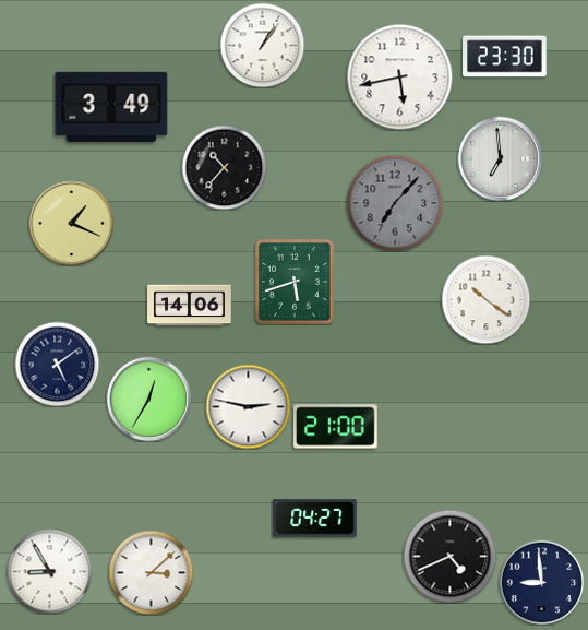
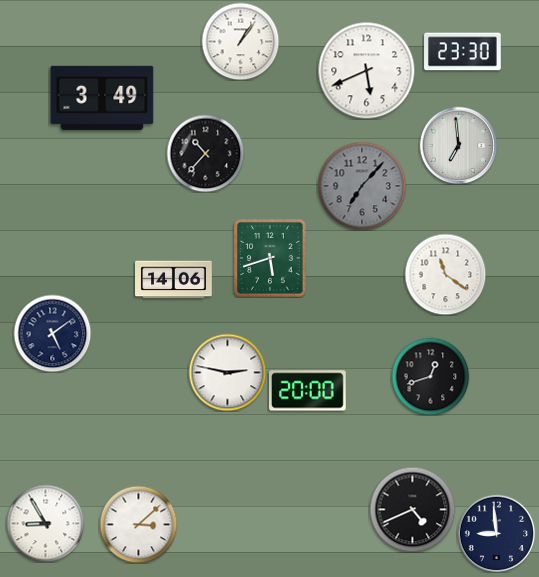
clock at (399, 76): 5:43 -> 5:41
clock at (71, 223): 1:19 -> none
clock at (485, 299): 10:21 -> 11:21
clock at (148, 399): 12:35 -> none
clock at (430, 376): none -> 12:42
clock at (336, 427): 21:00 -> 20:00
clock at (315, 519): 04:27 -> none
